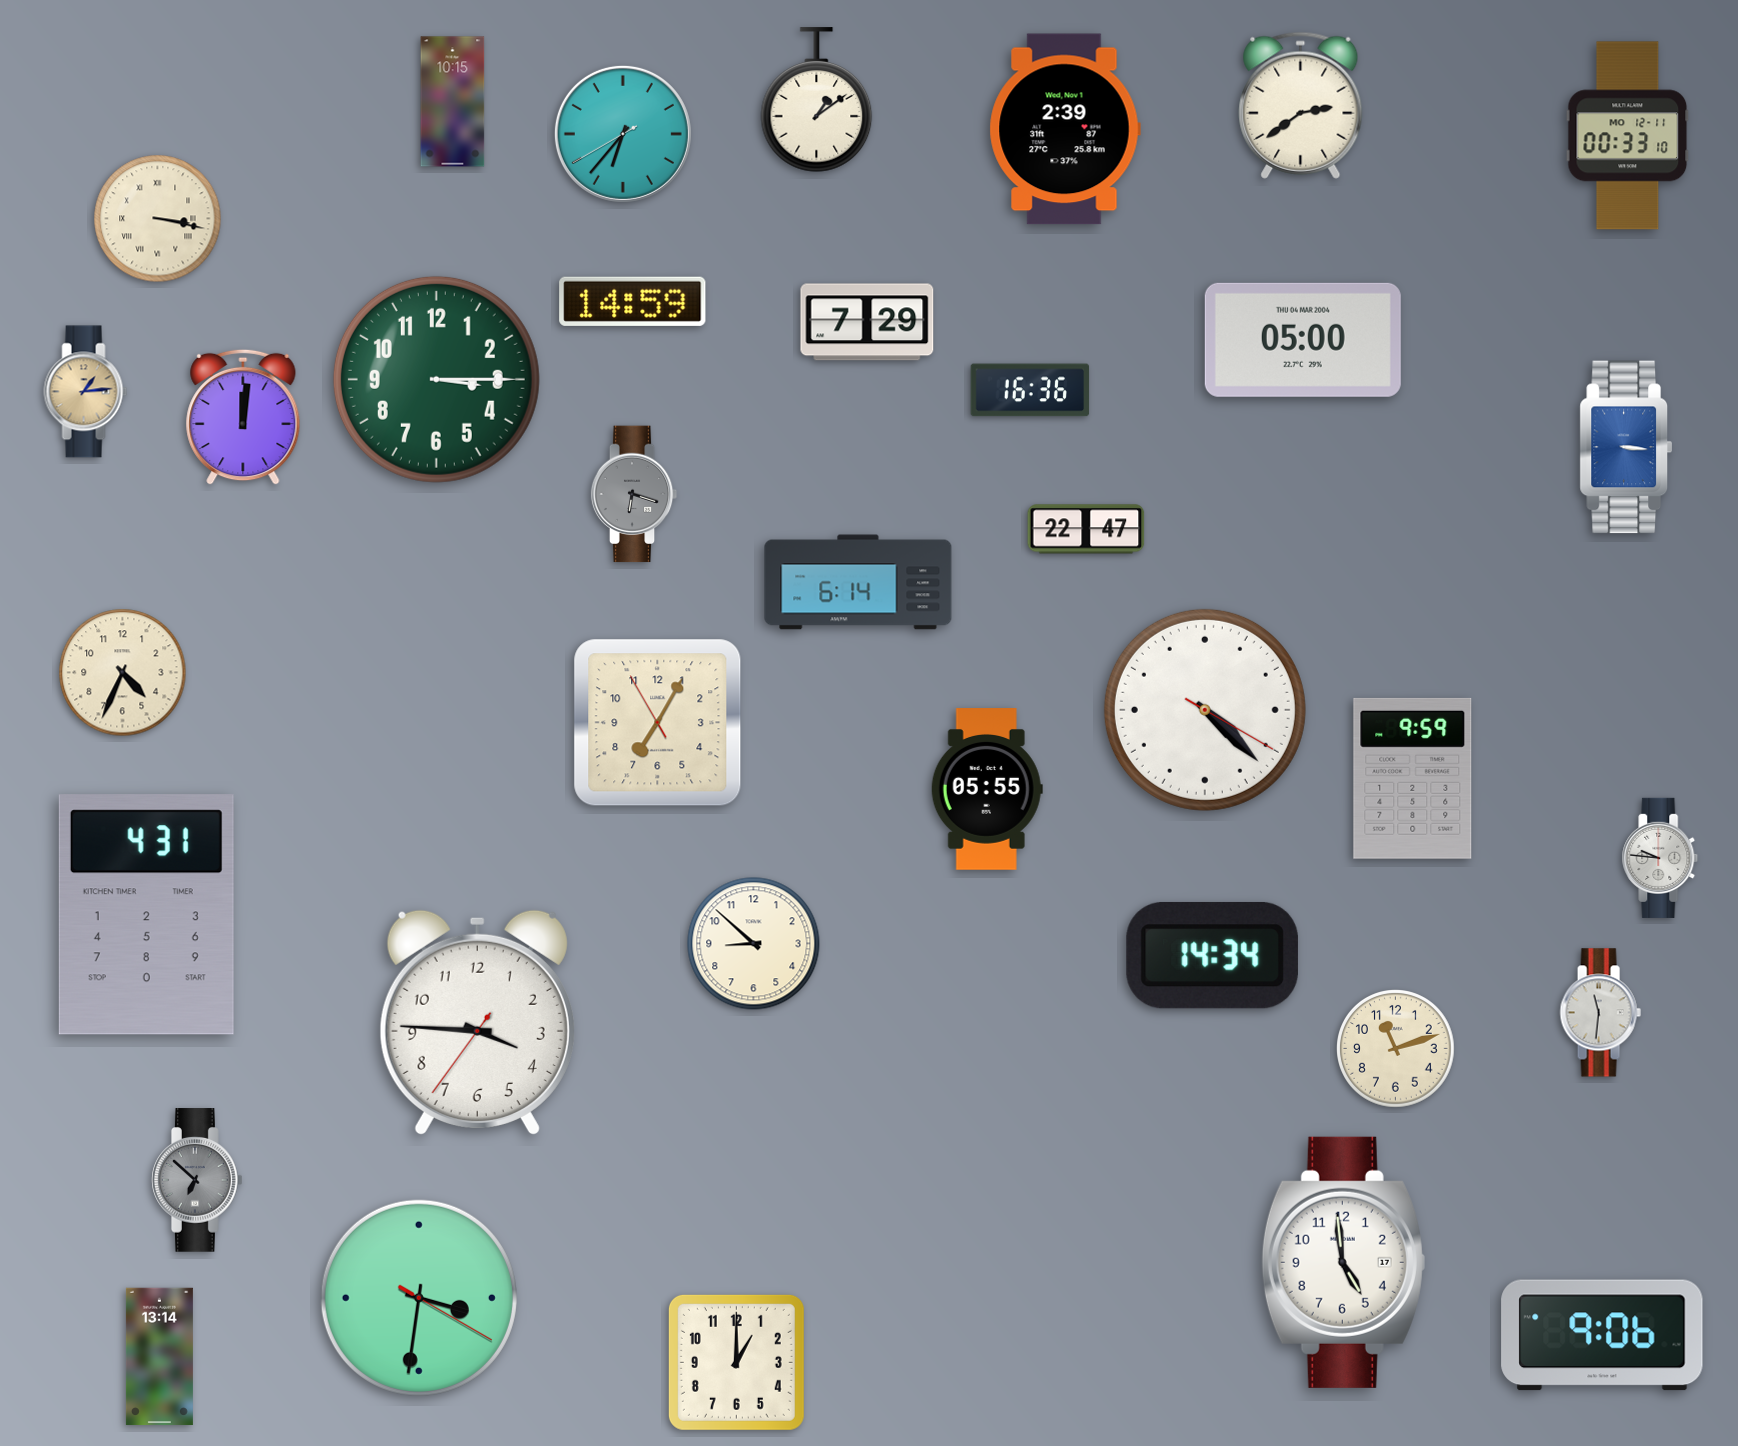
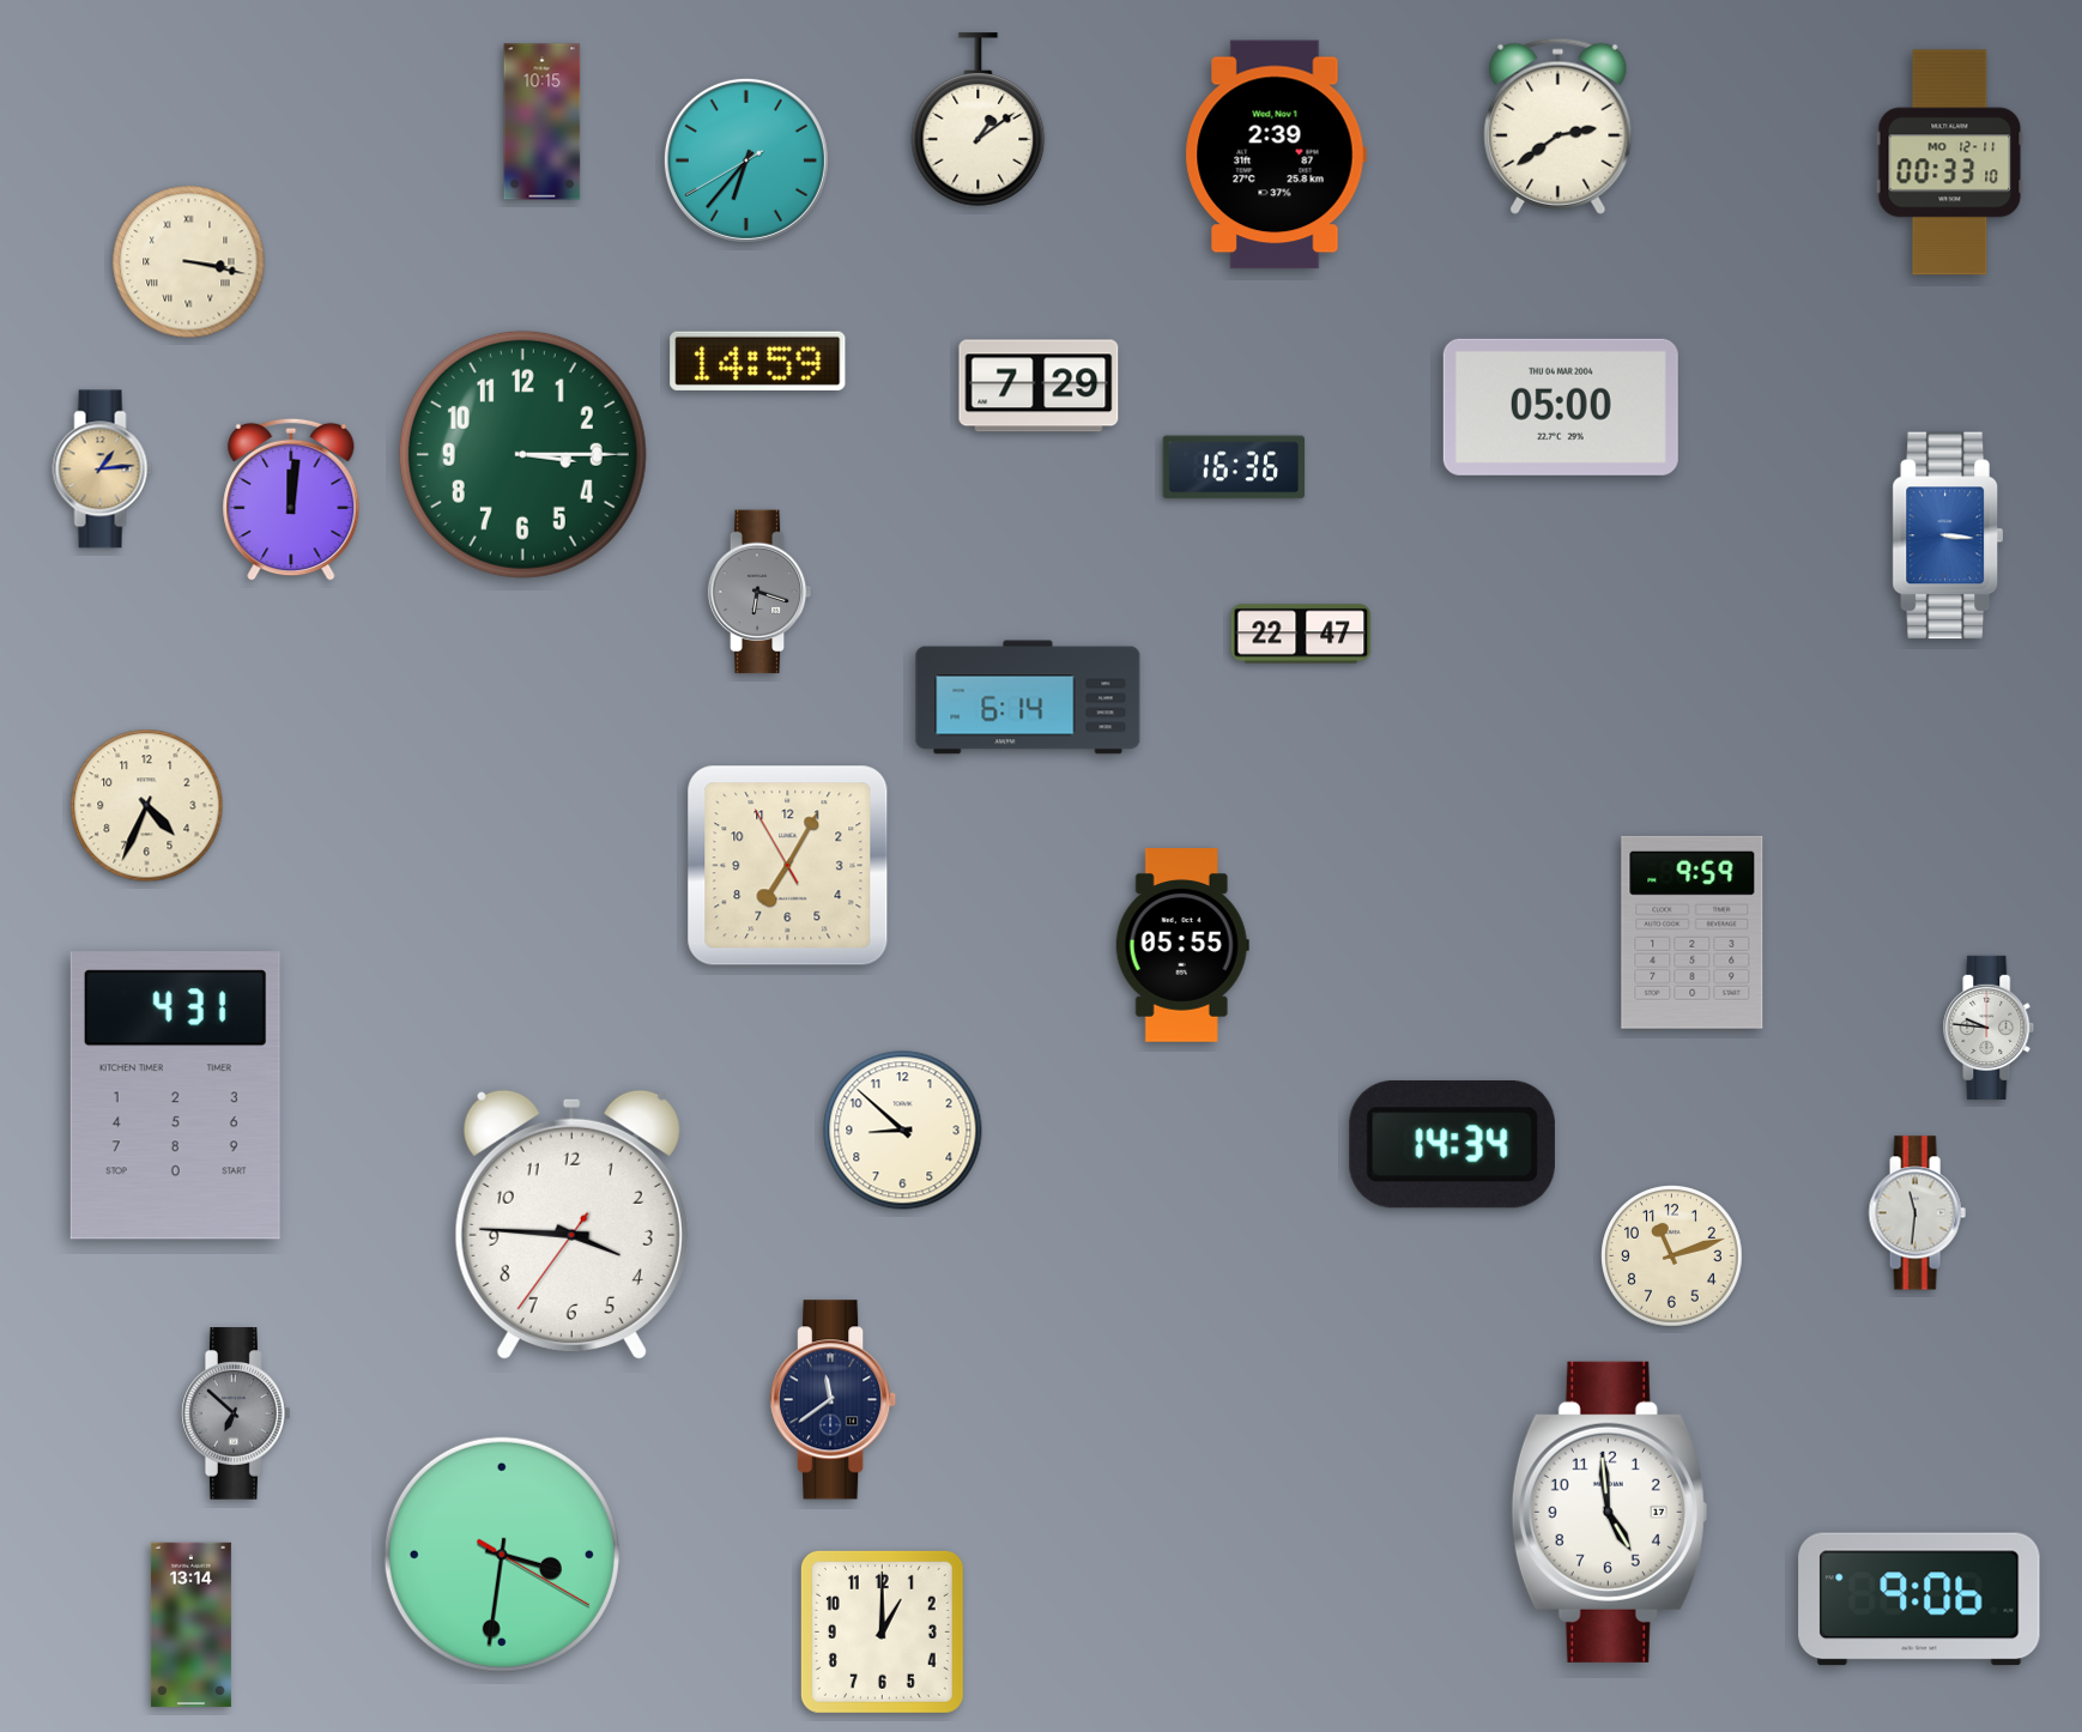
clock at (1205, 710): 4:22 -> none
clock at (835, 1400): none -> 11:39
